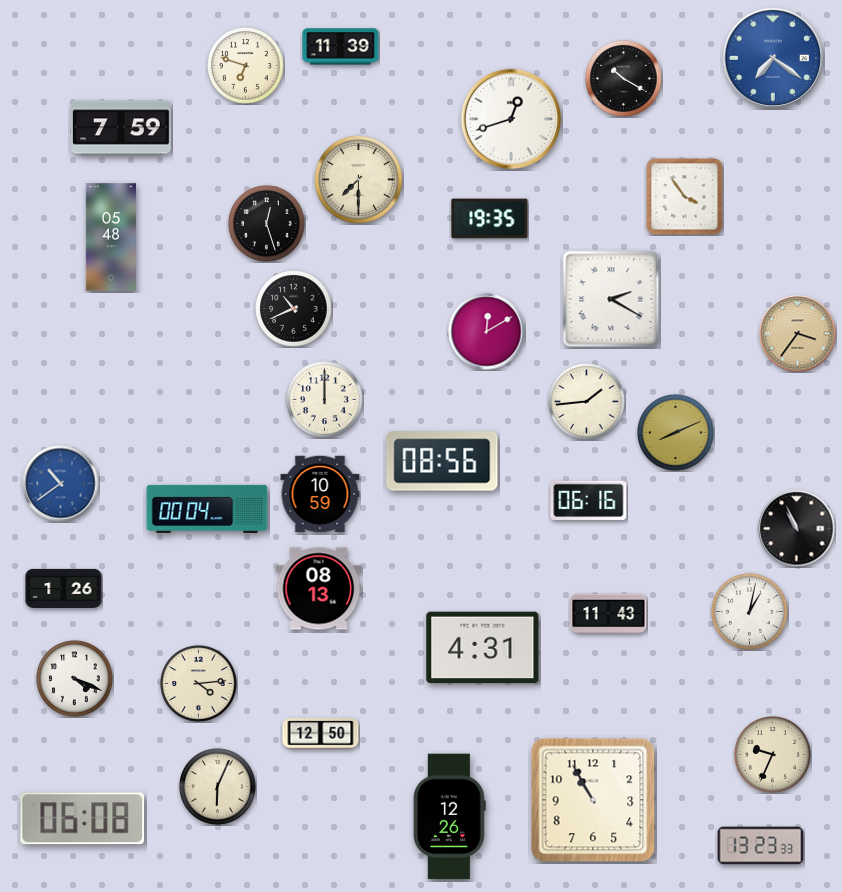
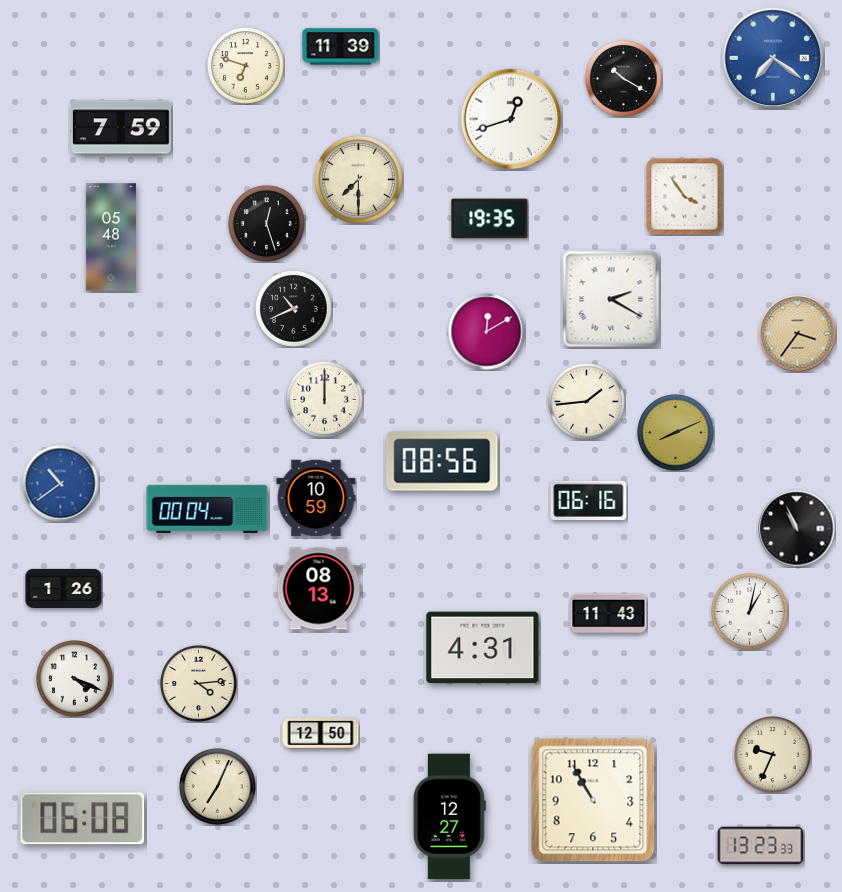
clock at (320, 494) position: (320, 494) -> (316, 498)
clock at (218, 787): 6:04 -> 7:04
clock at (449, 817): 12:26 -> 12:27
